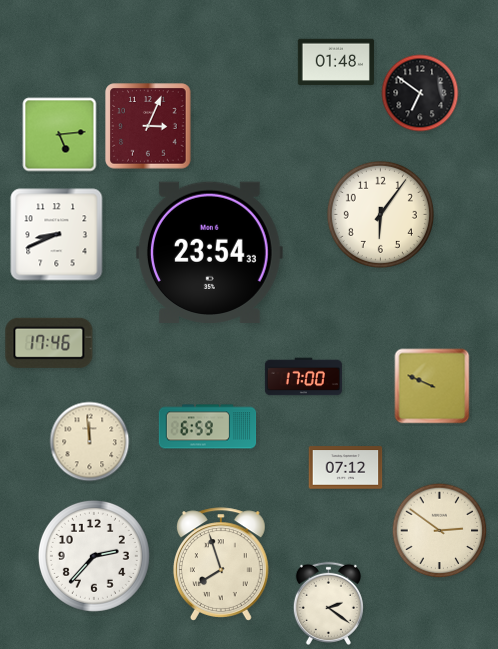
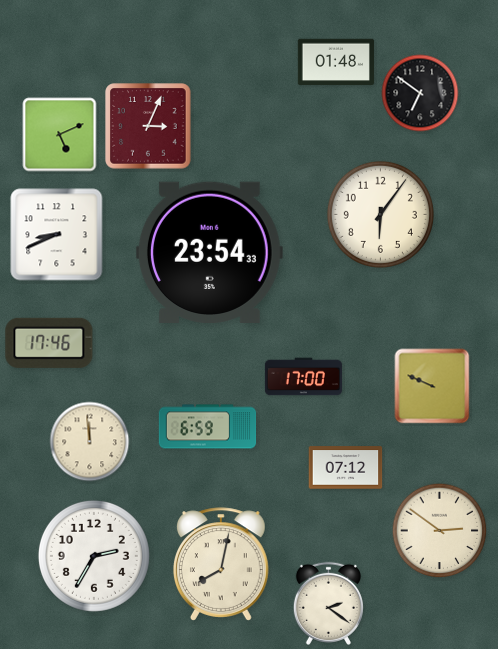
clock at (60, 135): 5:14 -> 5:11
clock at (94, 556): 2:37 -> 2:35
clock at (221, 564): 7:57 -> 8:02
